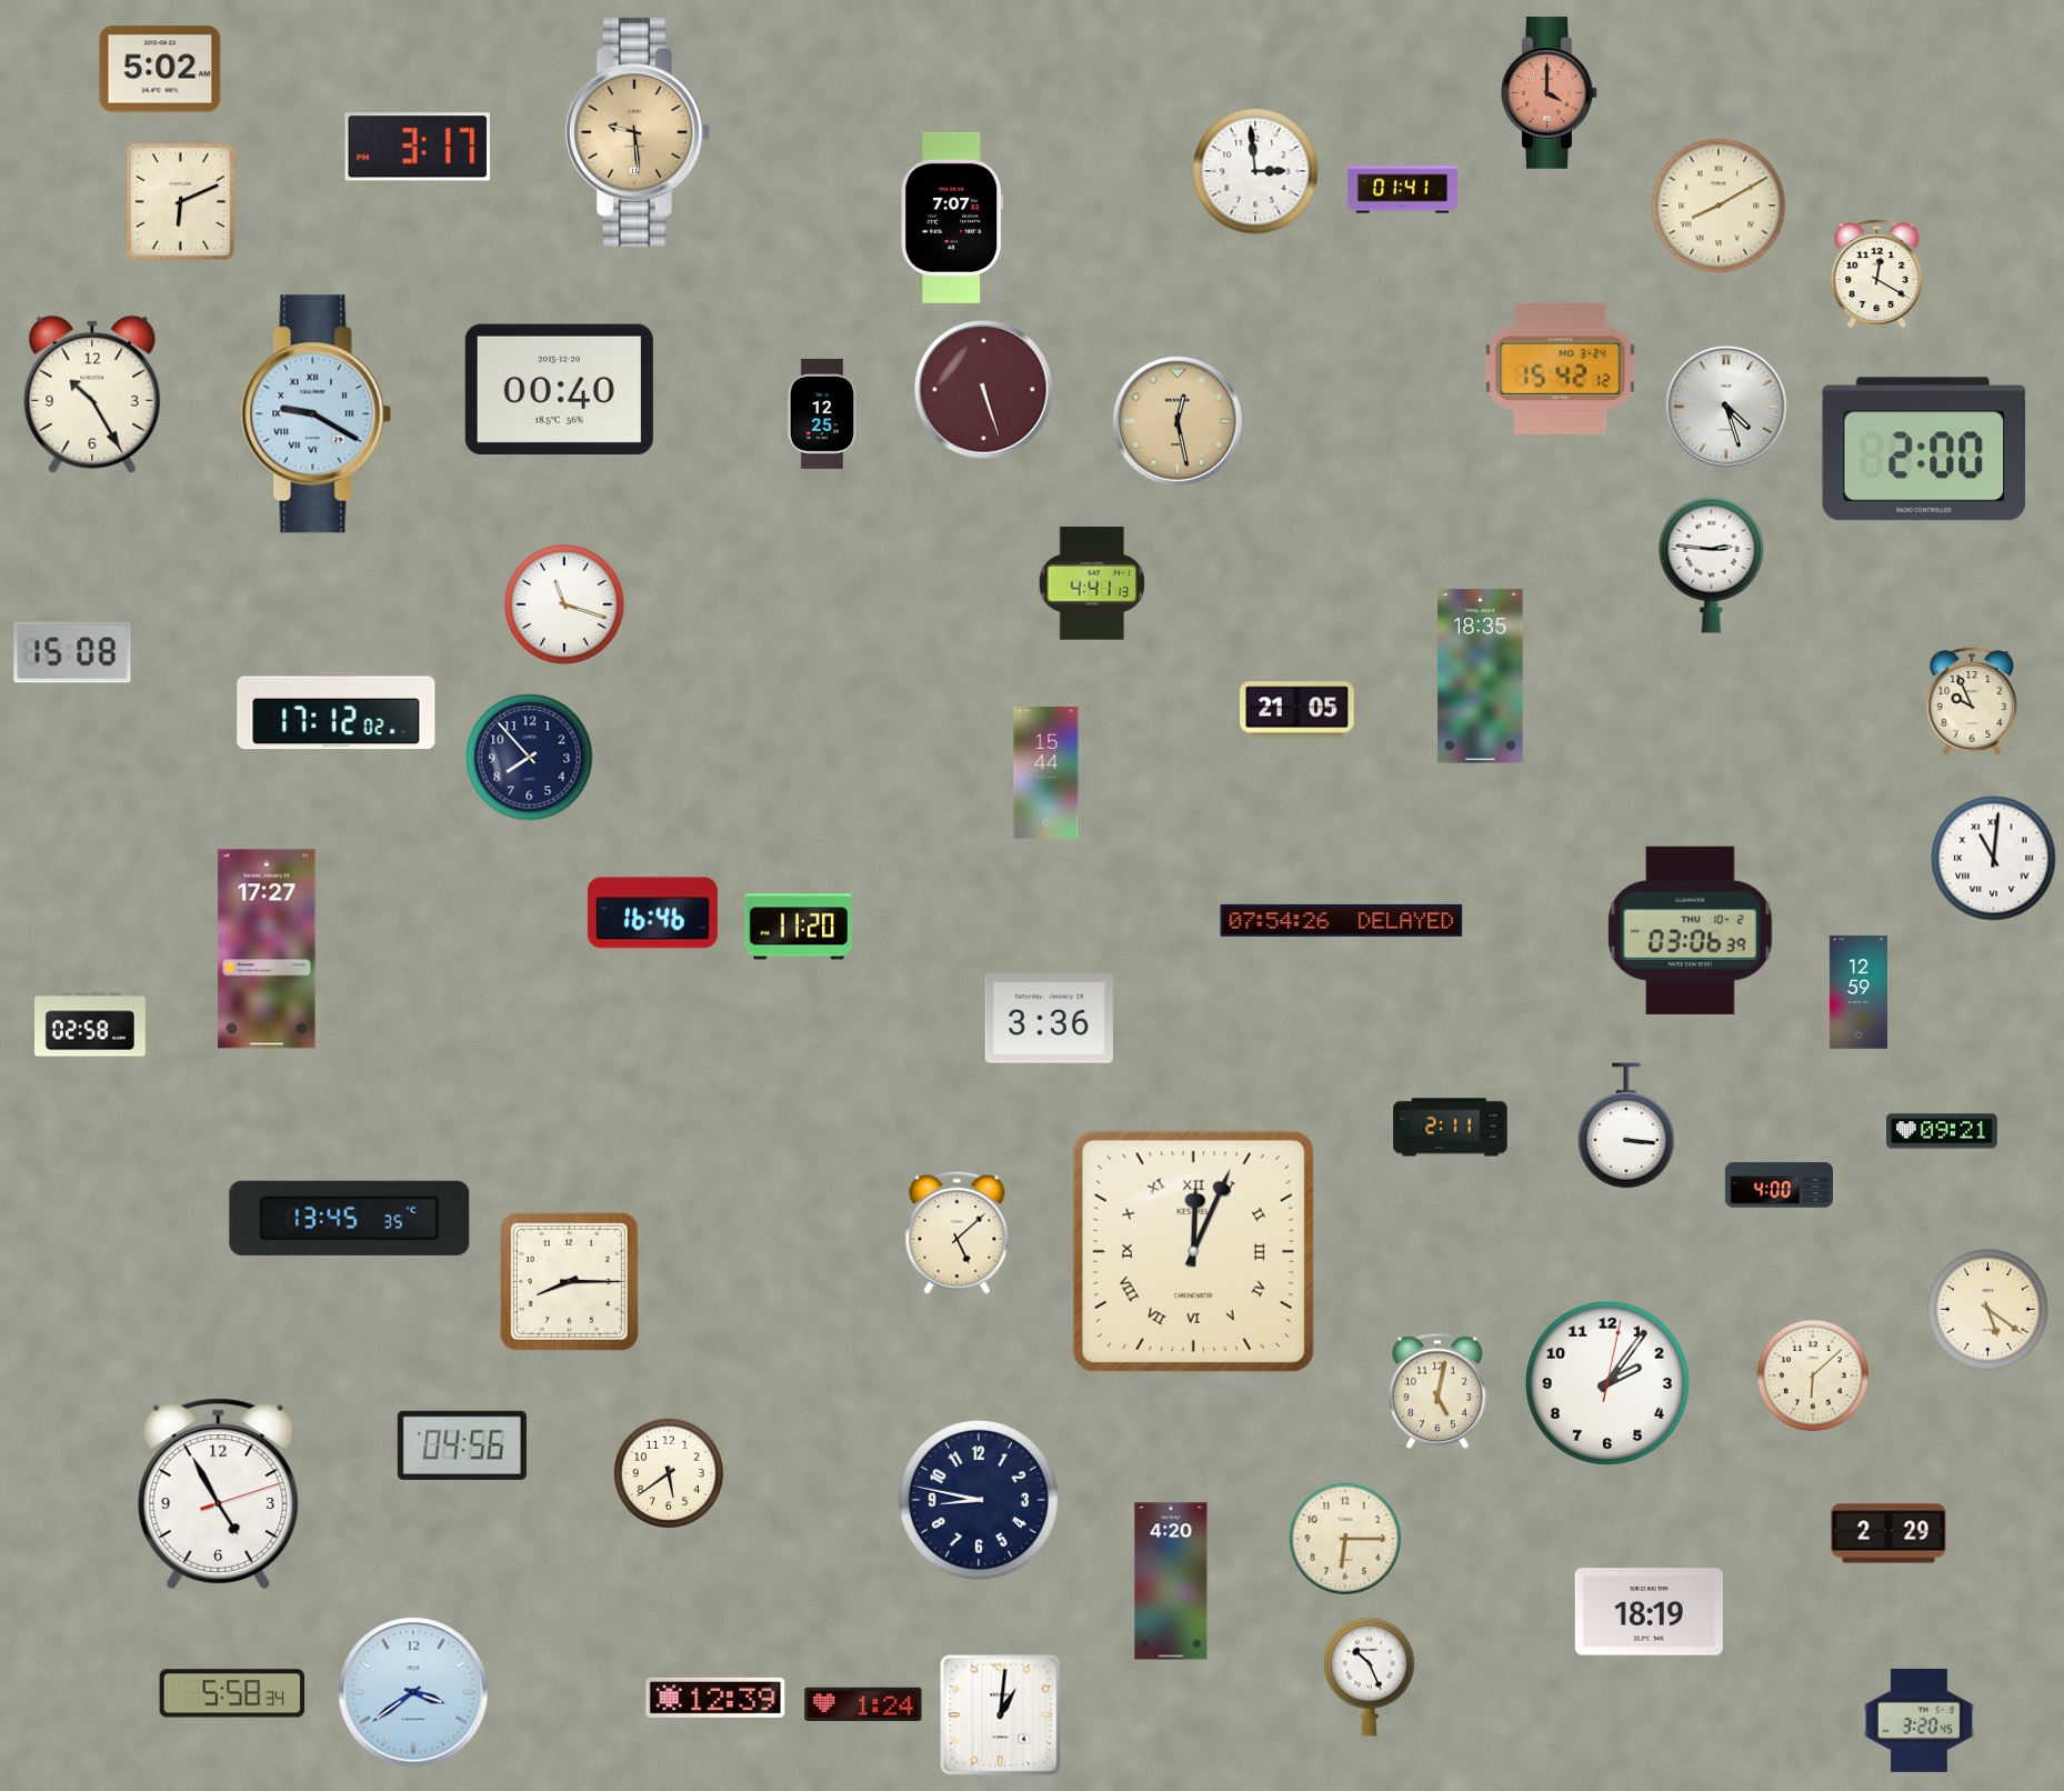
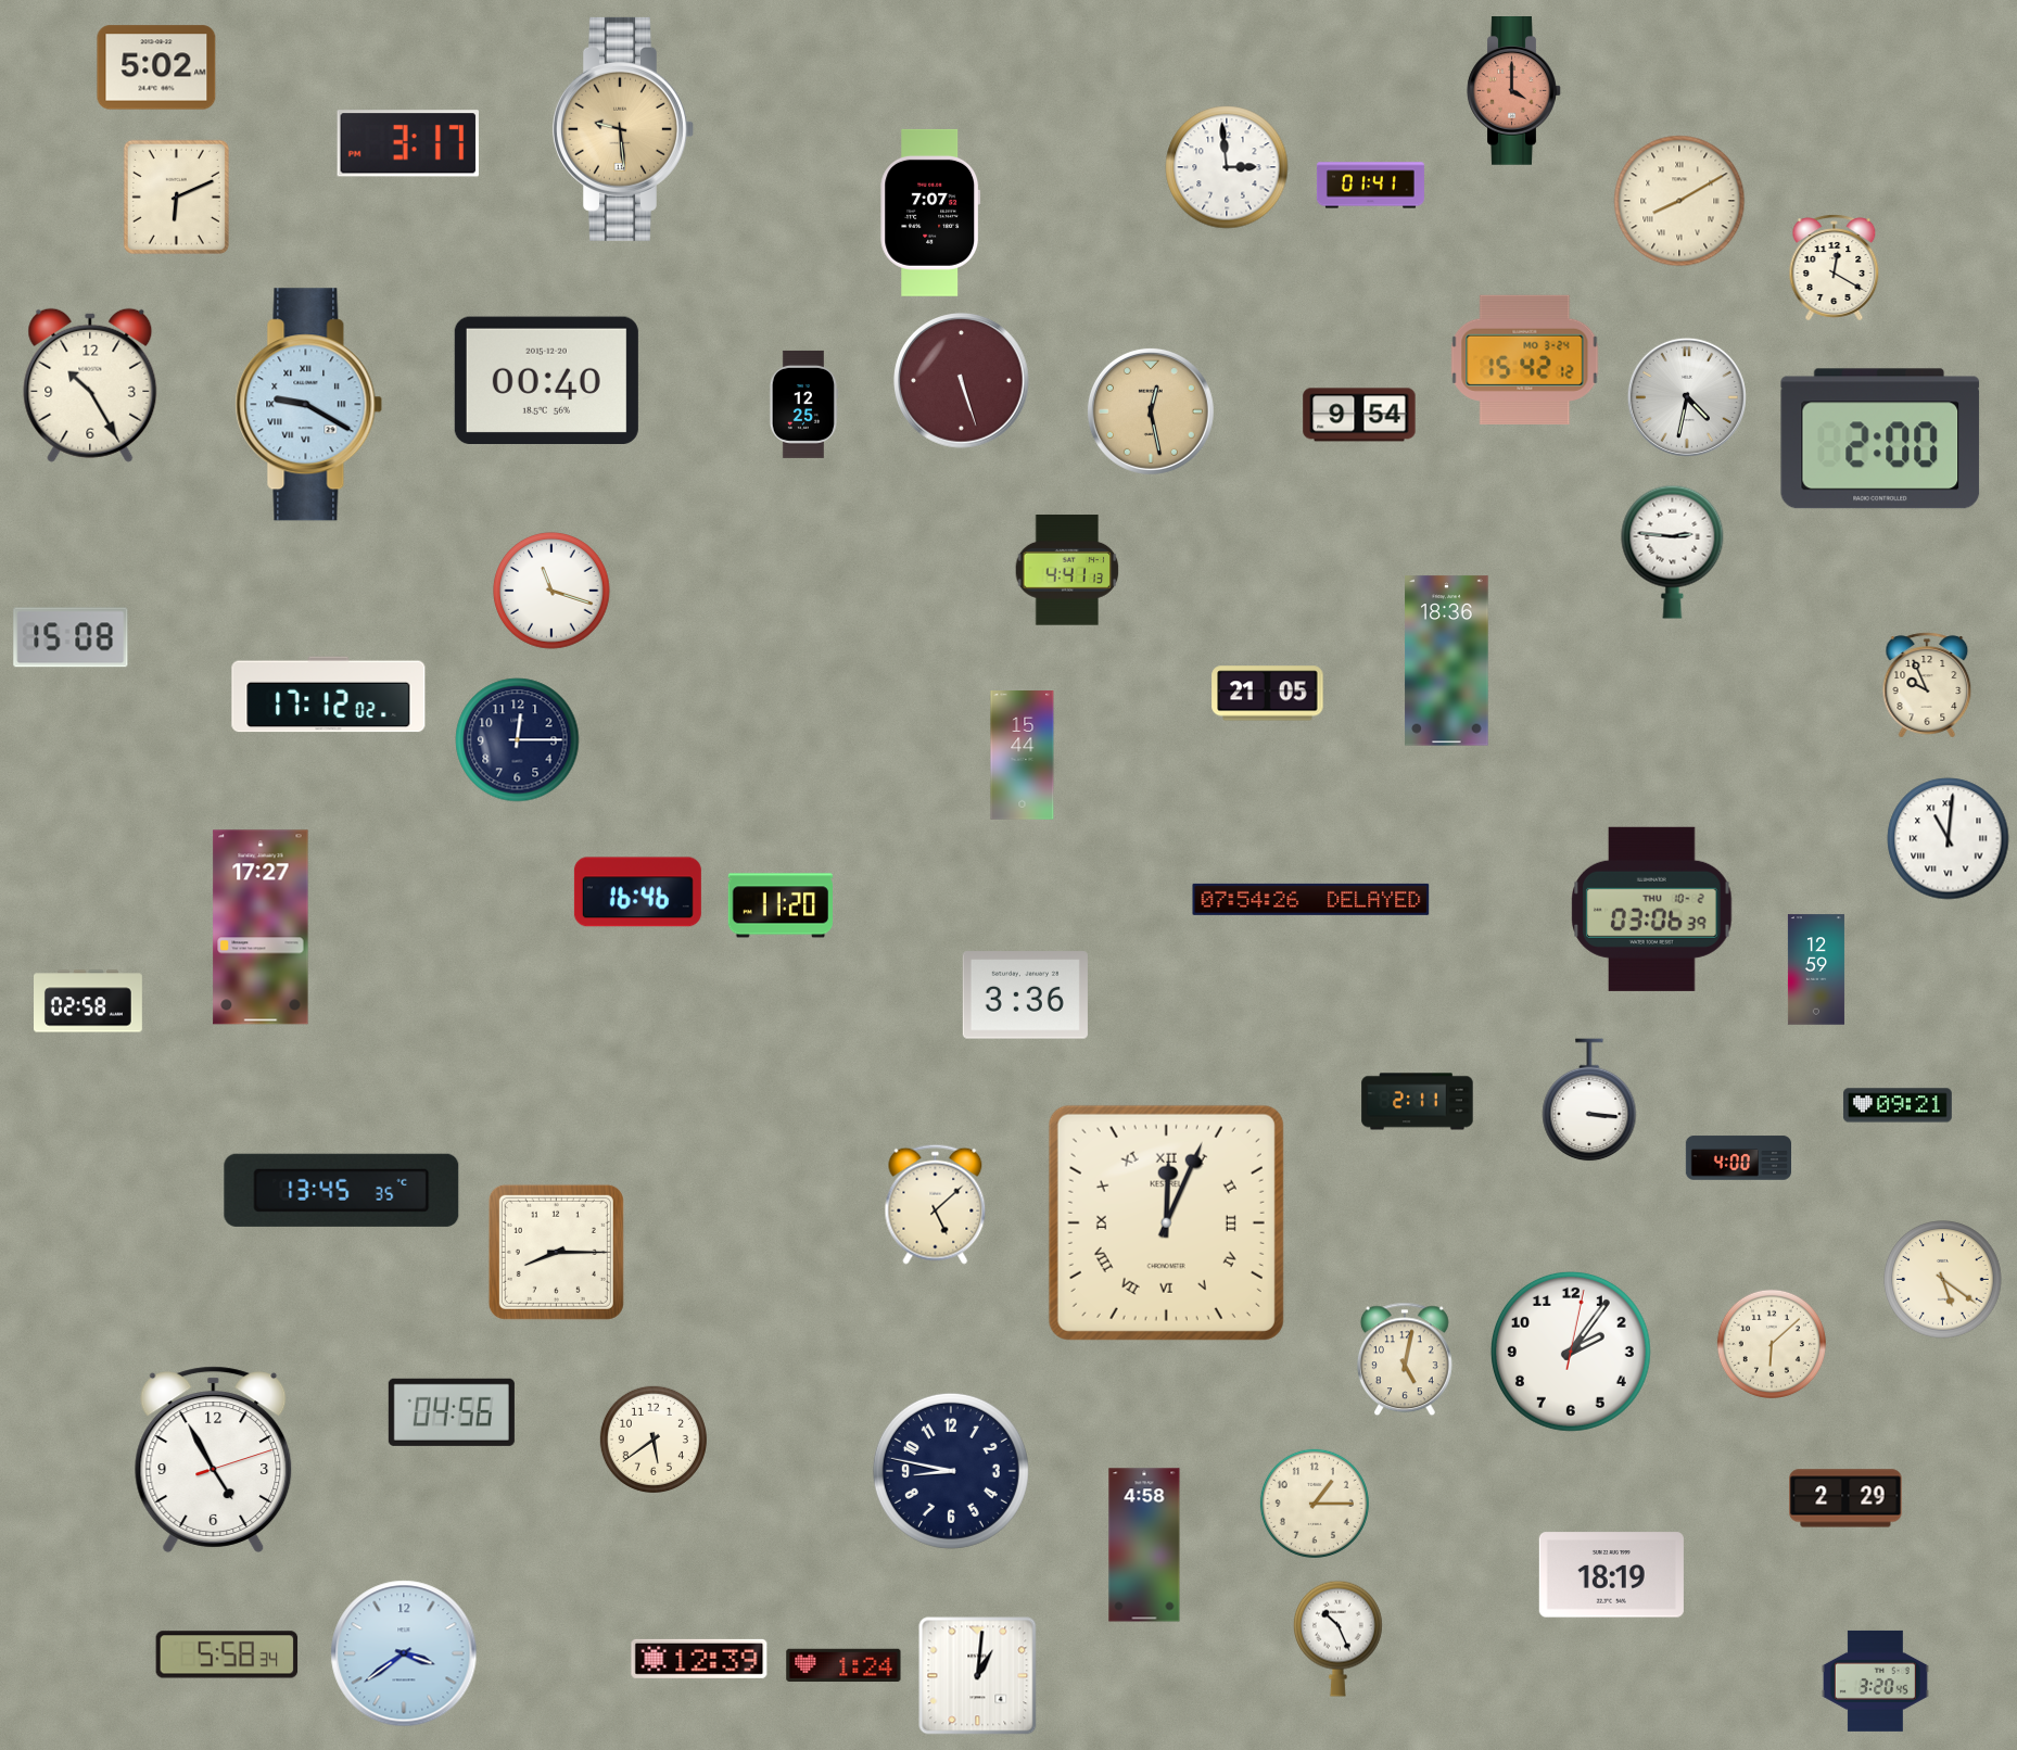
clock at (1726, 407): 4:27 -> 4:32
clock at (1359, 415): none -> 9:54
clock at (1481, 677): 18:35 -> 18:36
clock at (530, 758): 7:53 -> 12:15
clock at (979, 1500) position: (979, 1500) -> (951, 1471)
clock at (1345, 1539): 6:15 -> 1:15
clock at (1171, 1581): 4:20 -> 4:58
